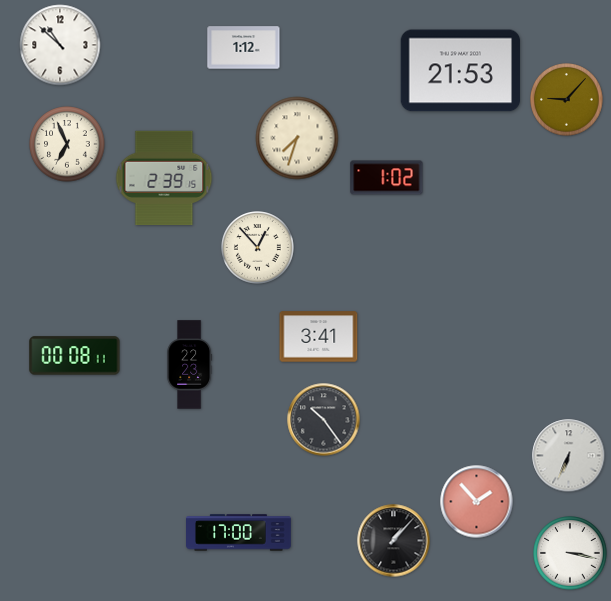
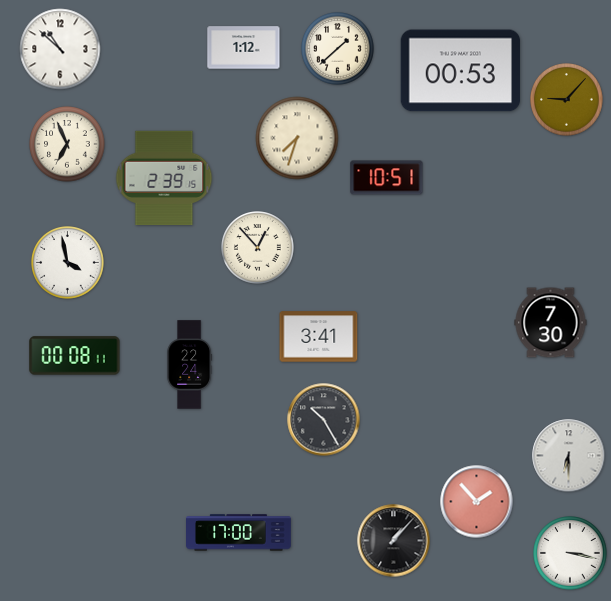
clock at (60, 45) position: (60, 45) -> (60, 49)
clock at (338, 49): none -> 1:38
clock at (461, 71): 21:53 -> 00:53
clock at (387, 178): 1:02 -> 10:51
clock at (68, 263): none -> 3:58
clock at (551, 323): none -> 7:30
clock at (190, 365): 22:23 -> 22:24
clock at (324, 420): 10:24 -> 10:25
clock at (569, 456): 6:34 -> 6:30
